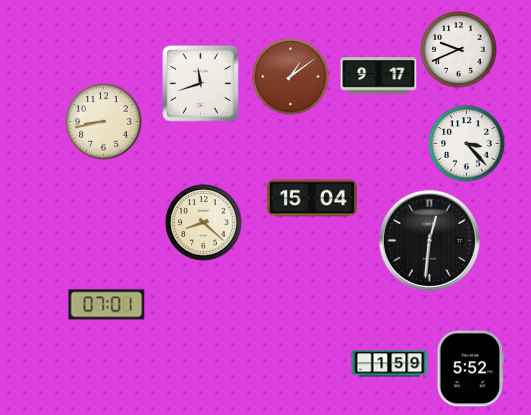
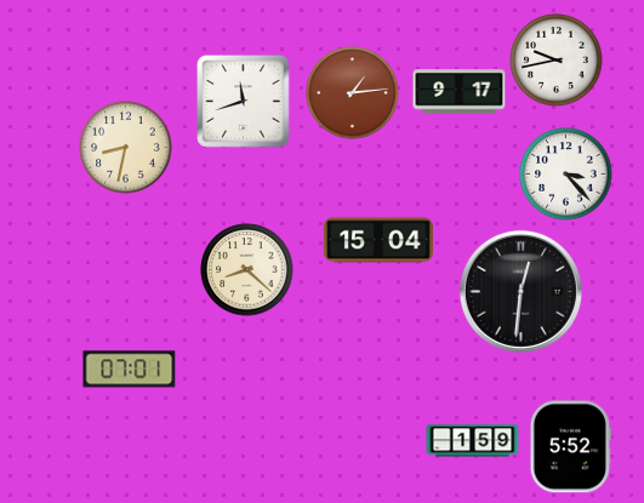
clock at (459, 50): 9:41 -> 9:43
clock at (291, 77): 1:09 -> 1:14
clock at (104, 122): 8:43 -> 8:32
